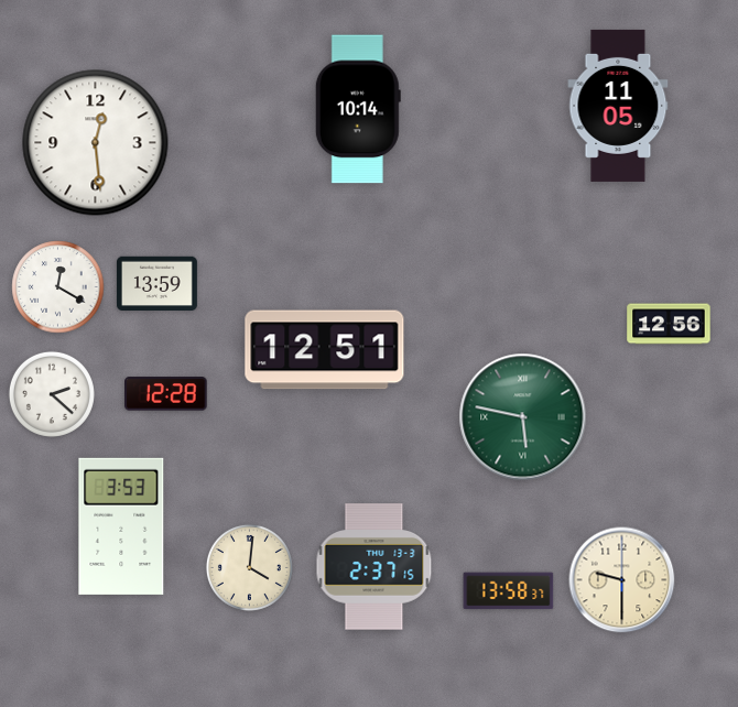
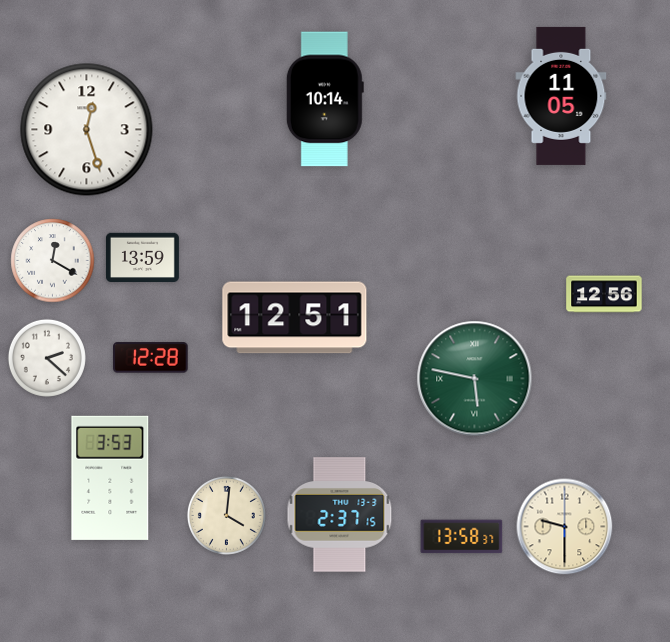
clock at (96, 143): 12:29 -> 12:27
clock at (669, 324) position: (669, 324) -> (604, 294)
